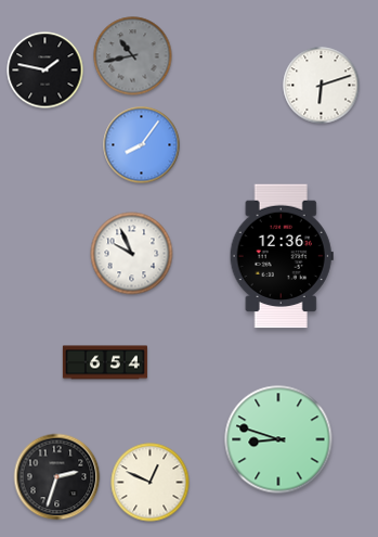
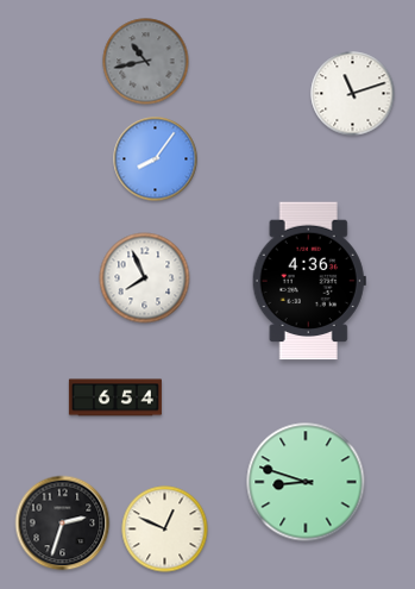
clock at (45, 71): 1:47 -> none
clock at (322, 86): 6:12 -> 11:12
clock at (132, 254): 9:56 -> 7:56
clock at (282, 256): 12:36 -> 4:36
